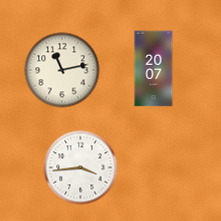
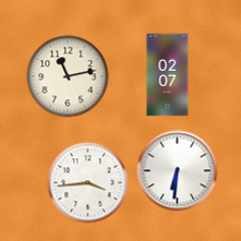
clock at (154, 69): 20:07 -> 02:07
clock at (178, 171): none -> 6:31
